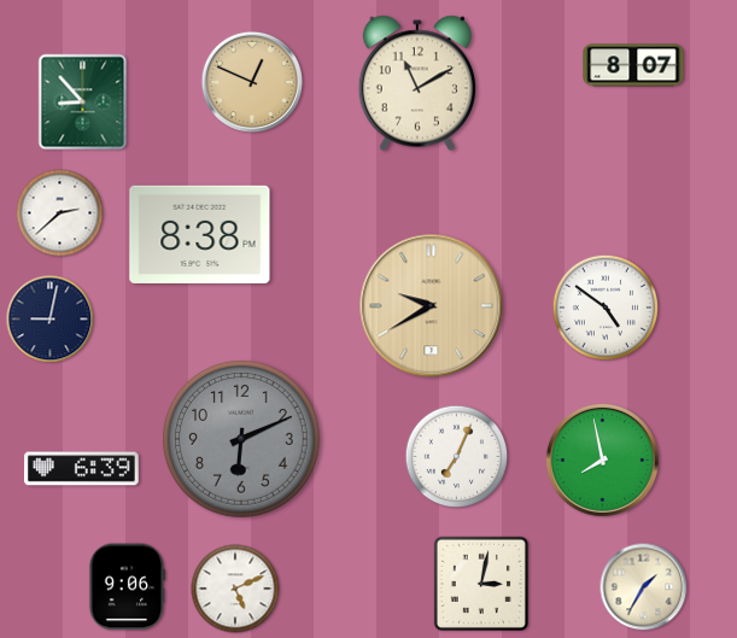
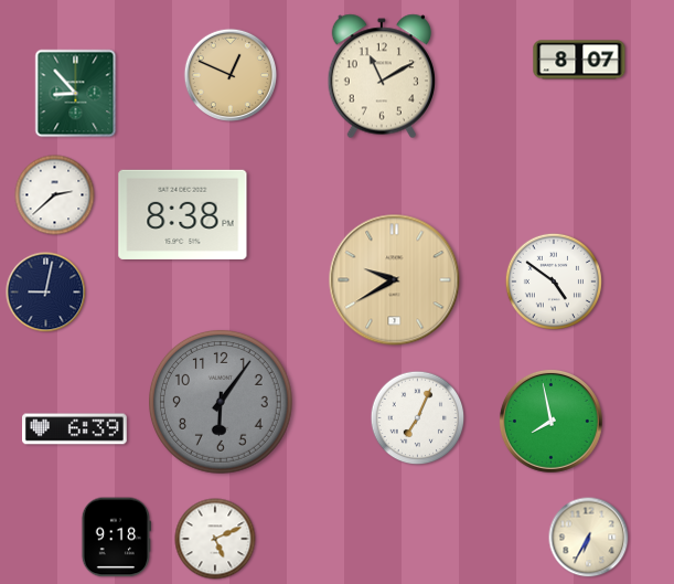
clock at (242, 440): 6:11 -> 6:06
clock at (480, 583): 3:02 -> none
clock at (127, 587): 9:06 -> 9:18
clock at (644, 587): 1:35 -> 6:35
